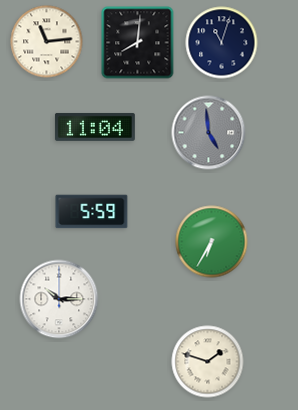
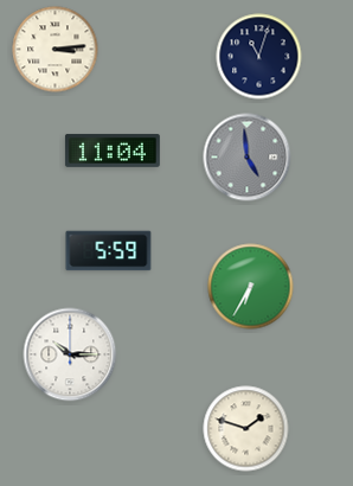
clock at (47, 42): 11:14 -> 3:14
clock at (138, 43): 8:01 -> none
clock at (222, 43) position: (222, 43) -> (259, 57)
